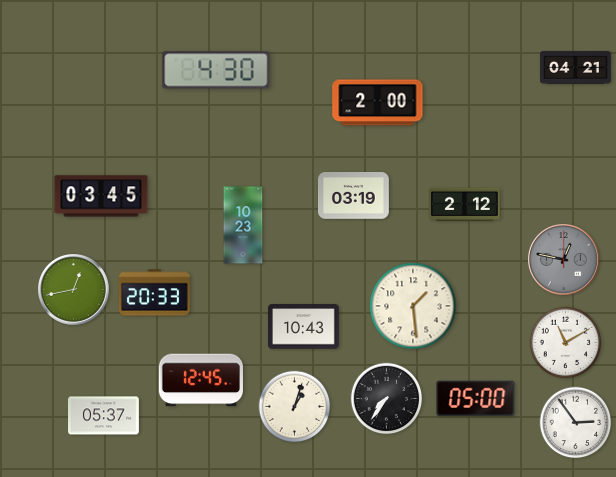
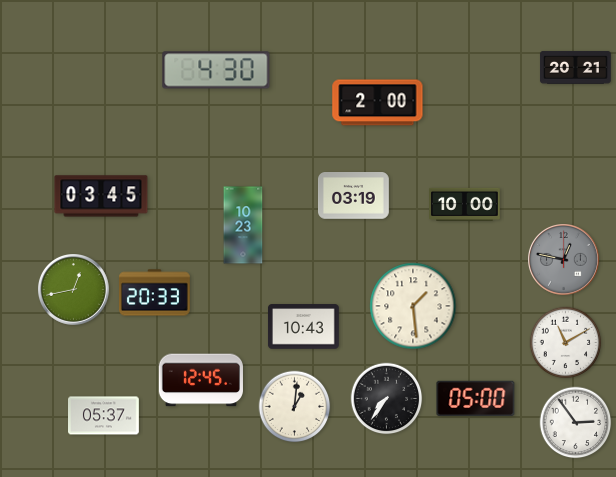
clock at (575, 67): 04:21 -> 20:21
clock at (465, 204): 2:12 -> 10:00
clock at (295, 407): 1:03 -> 1:01
